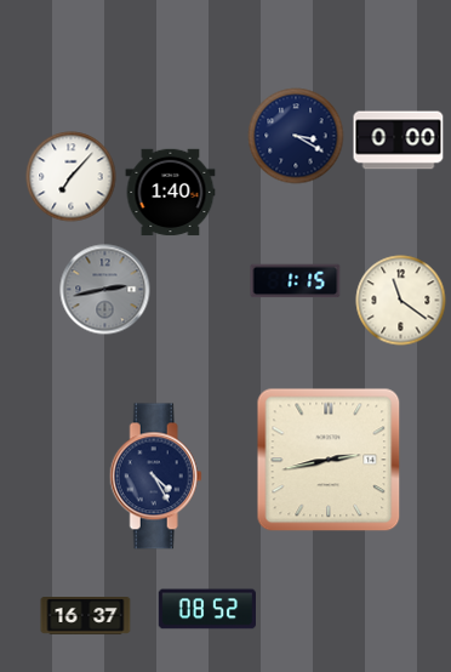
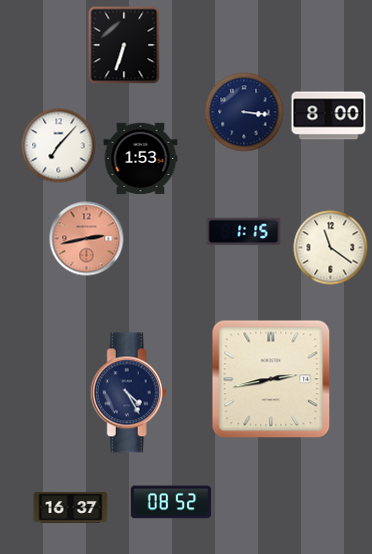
clock at (124, 45): none -> 6:33
clock at (296, 136): 3:20 -> 3:16
clock at (399, 141): 0:00 -> 8:00
clock at (171, 193): 1:40 -> 1:53
clock at (105, 290) dial: grey -> salmon
